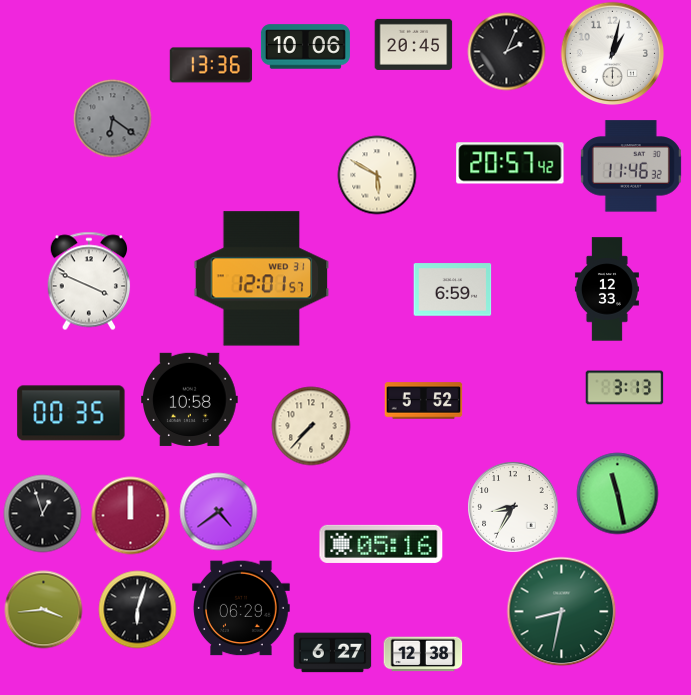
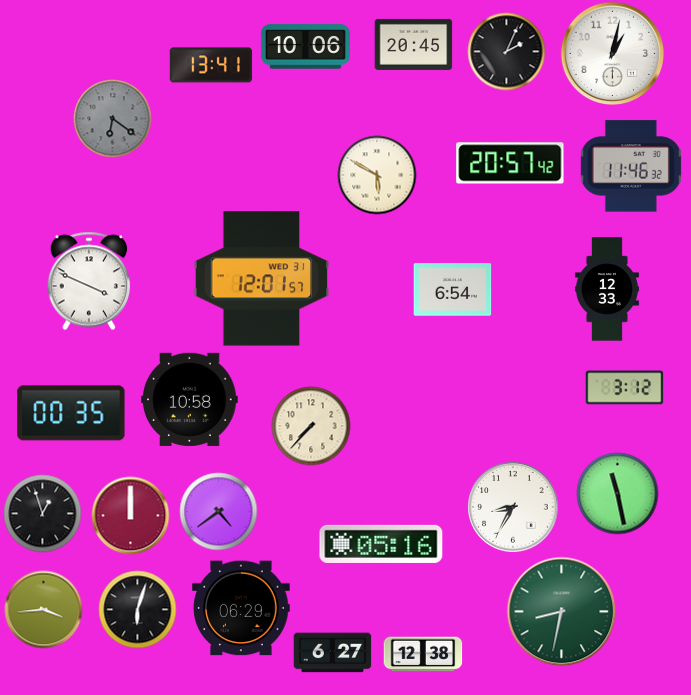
clock at (211, 65): 13:36 -> 13:41
clock at (452, 290): 6:59 -> 6:54
clock at (624, 388): 3:13 -> 3:12
clock at (423, 401): 5:52 -> none
